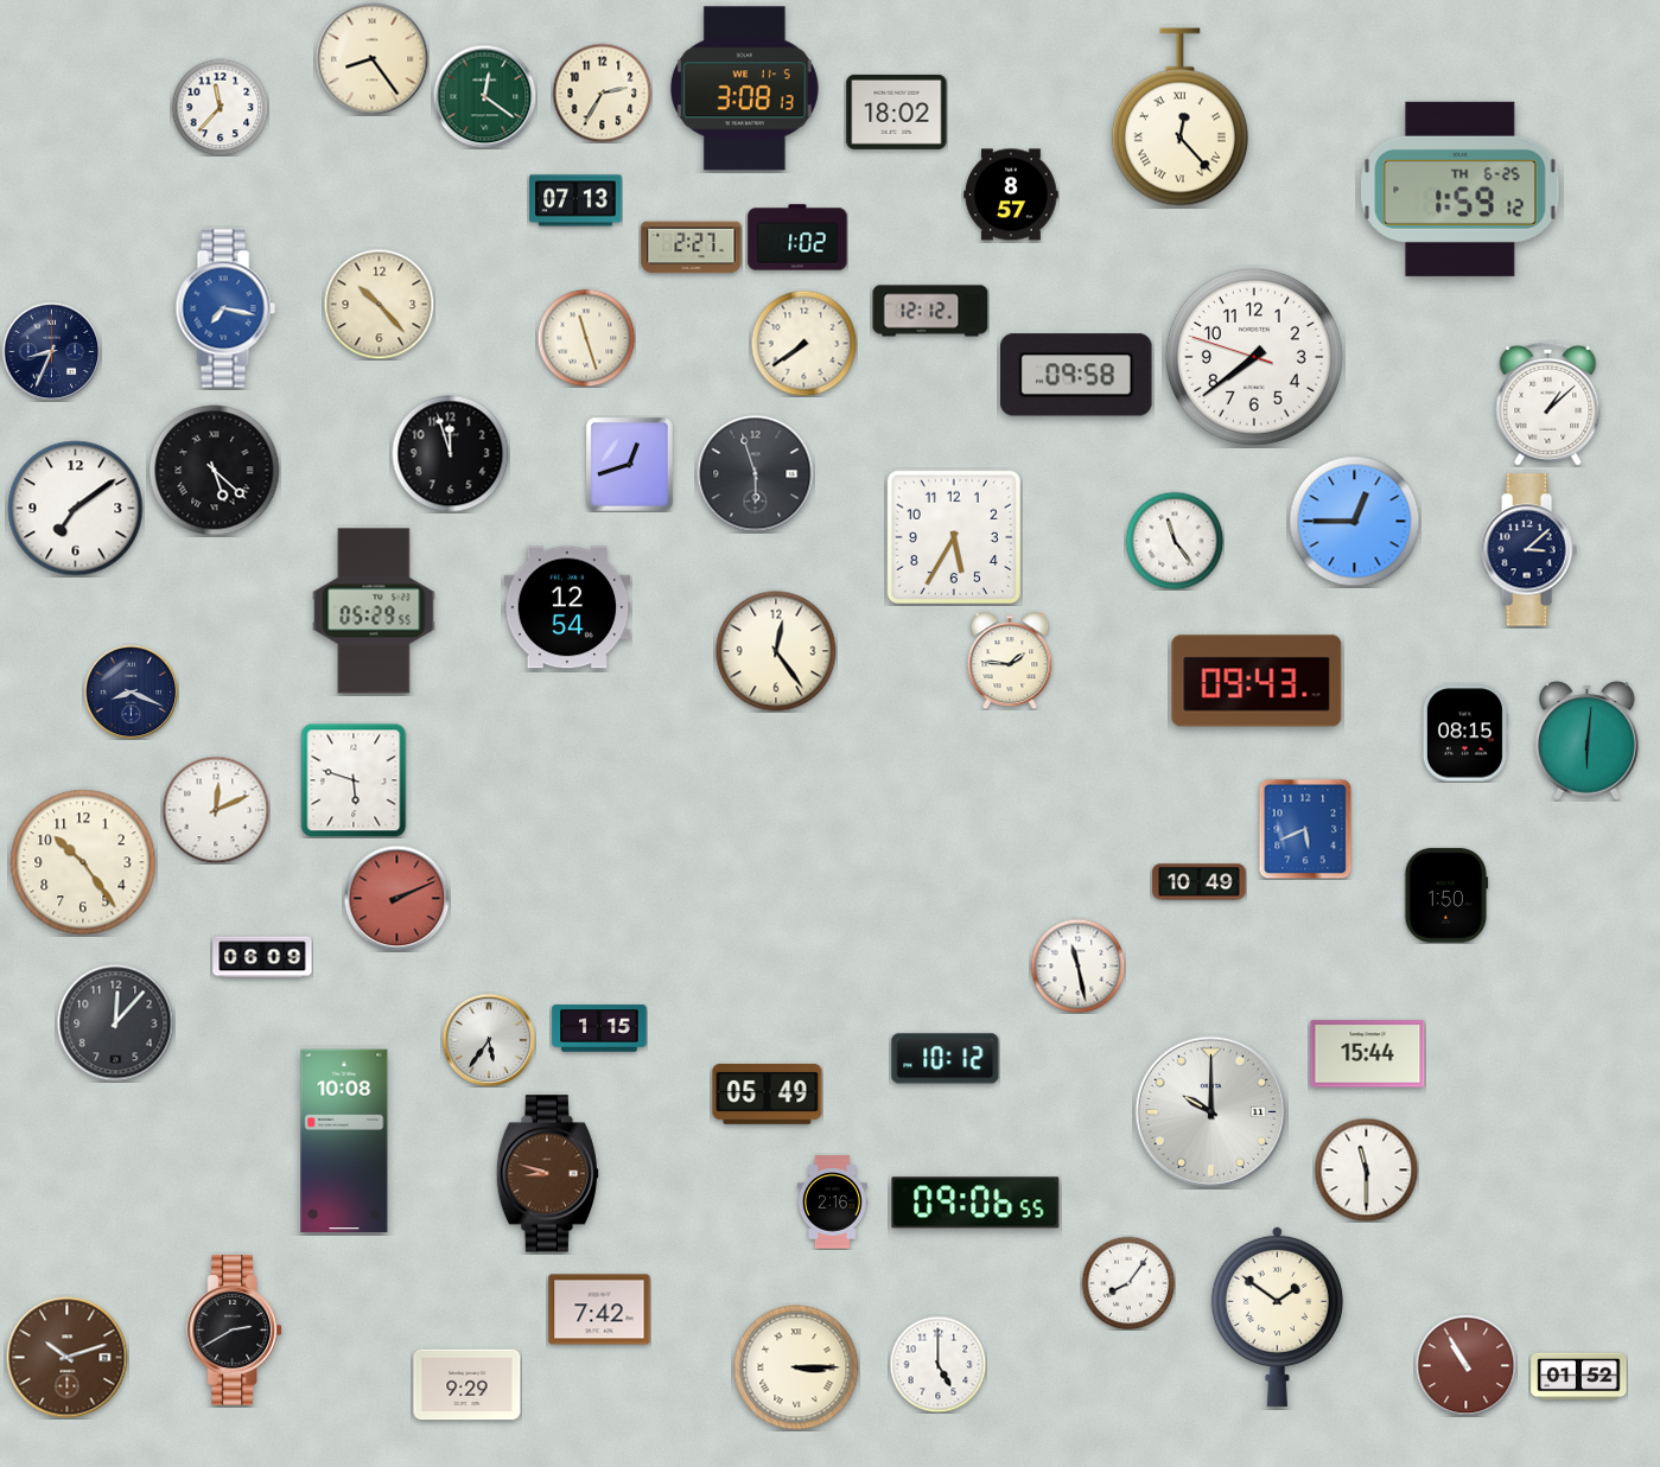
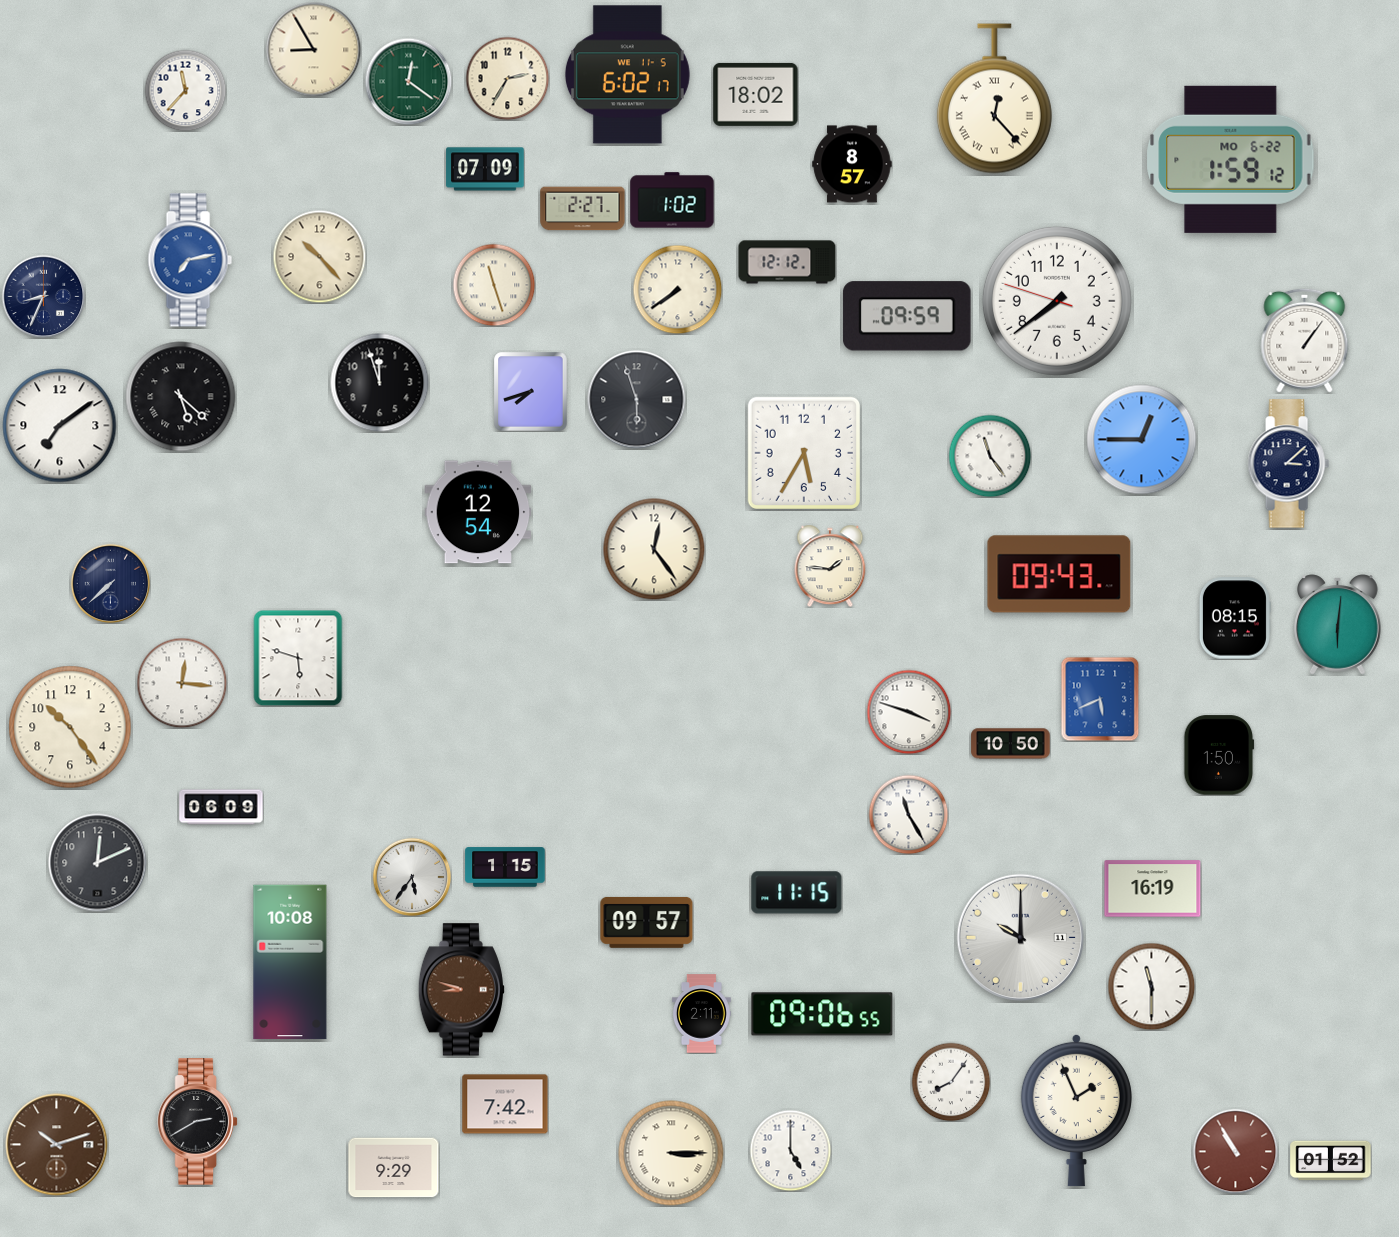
clock at (371, 58): 8:24 -> 8:55
clock at (744, 89): 3:08 -> 6:02
clock at (1461, 189) date: TH 6-25 -> MO 6-22
clock at (575, 200): 07:13 -> 07:09
clock at (225, 308): 7:17 -> 7:13
clock at (930, 311) position: (930, 311) -> (787, 262)
clock at (1076, 375): 09:58 -> 09:59
clock at (1548, 403): 1:08 -> 1:06
clock at (630, 465): 12:42 -> 7:42
clock at (76, 509) position: (76, 509) -> (60, 426)
clock at (374, 611): 05:29 -> none
clock at (1010, 661) position: (1010, 661) -> (830, 566)
clock at (131, 691): 8:19 -> 7:38
clock at (216, 810): 12:11 -> 12:16
clock at (909, 712): none -> 3:48
clock at (1200, 882): 10:49 -> 10:50
clock at (396, 898): 2:11 -> none
clock at (1077, 965): 11:28 -> 11:25
clock at (116, 1023): 12:07 -> 12:11
clock at (1368, 1054): 15:44 -> 16:19
clock at (946, 1059): 10:12 -> 11:15
clock at (768, 1093): 05:49 -> 09:57
clock at (832, 1203): 2:16 -> 2:11
clock at (1277, 1316): 1:51 -> 1:56
